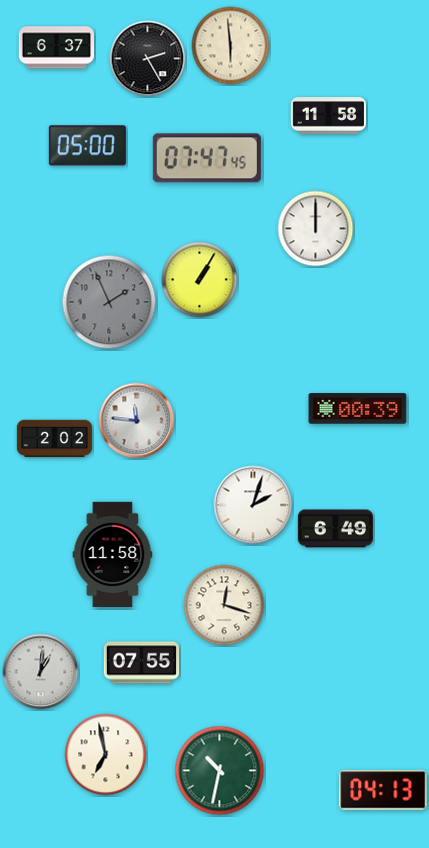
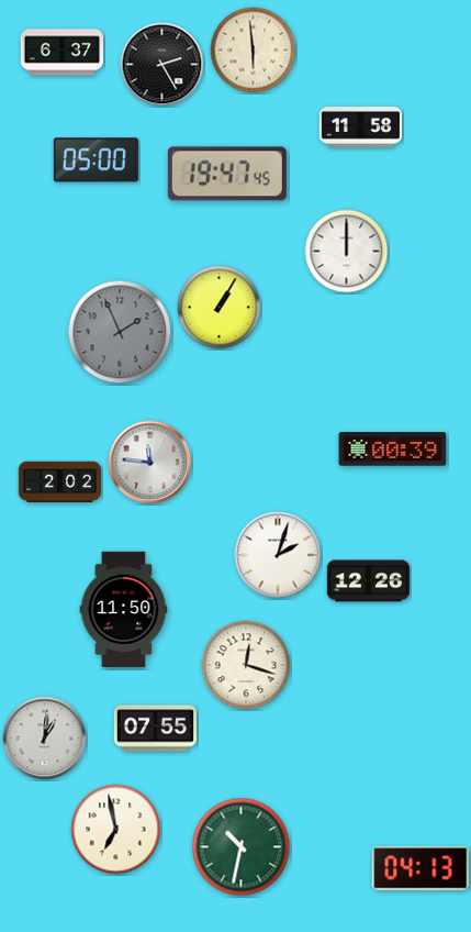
clock at (207, 158): 07:47 -> 19:47
clock at (335, 529): 6:49 -> 12:26
clock at (113, 555): 11:58 -> 11:50
